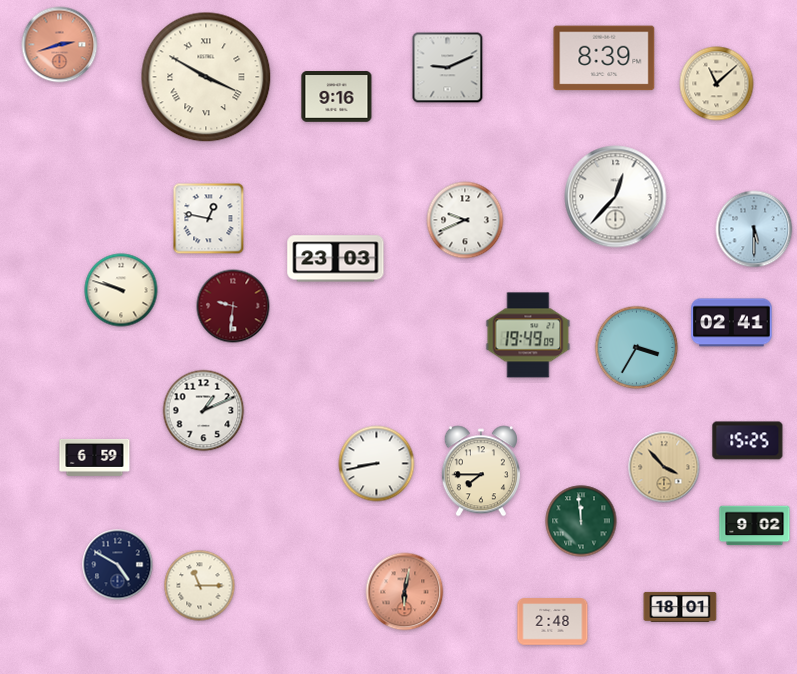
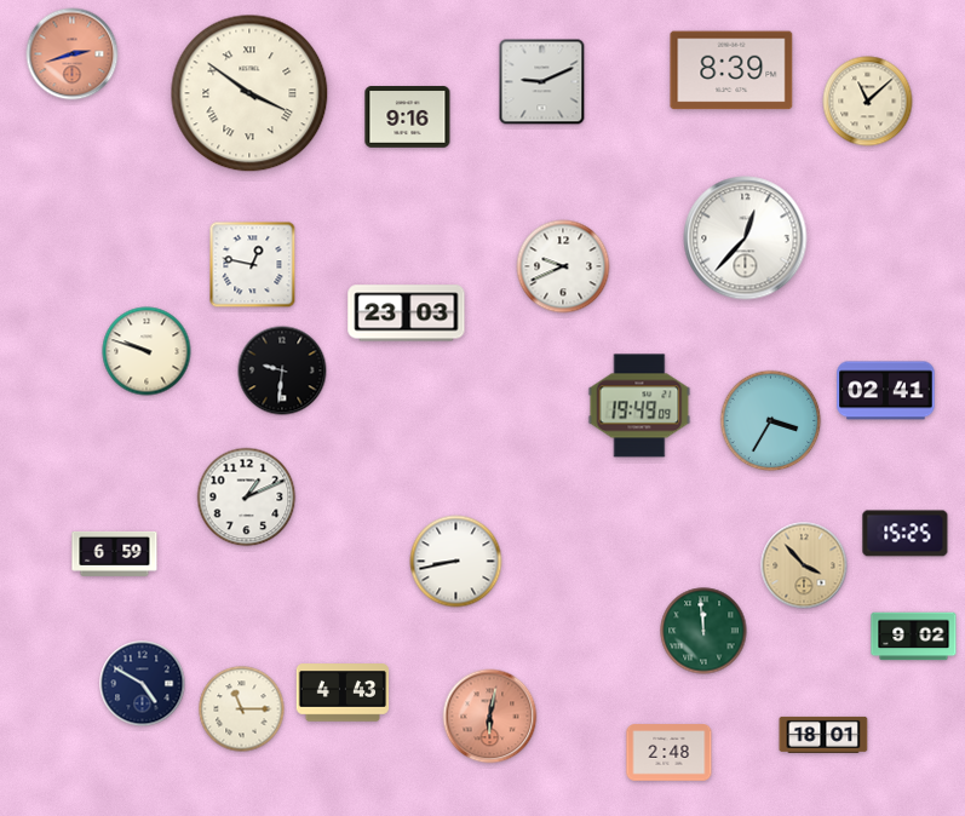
clock at (206, 77): 3:50 -> 3:51
clock at (754, 229): 5:30 -> none
clock at (233, 306) dial: burgundy -> black
clock at (481, 471): 7:45 -> none
clock at (343, 693): none -> 4:43
